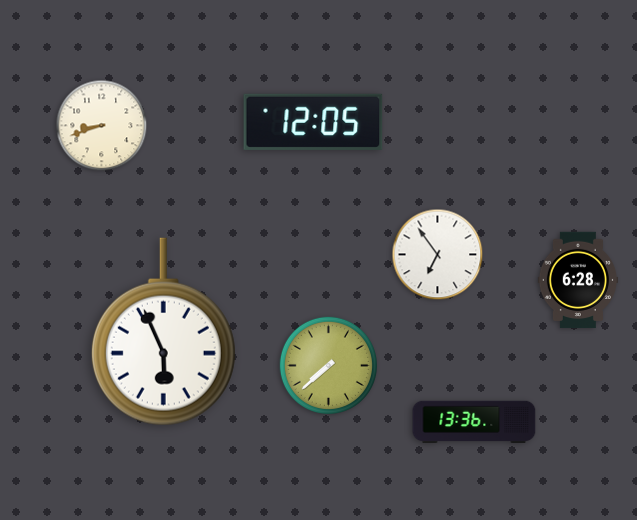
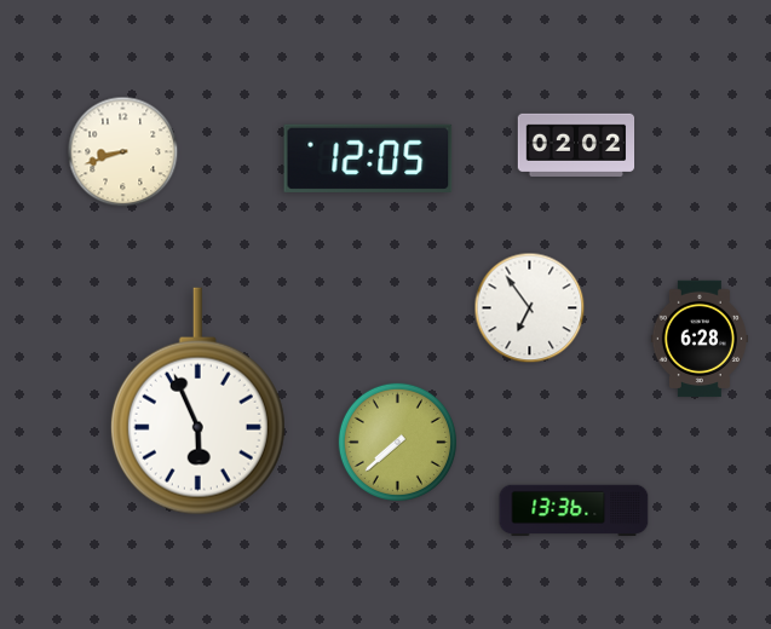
clock at (576, 144): none -> 02:02
clock at (313, 122) position: (313, 122) -> (368, 158)
